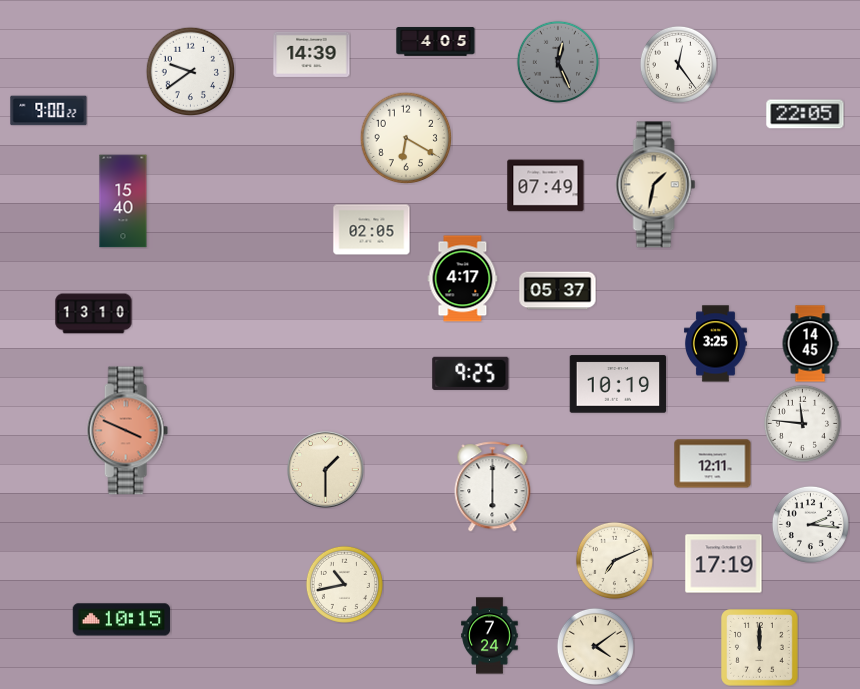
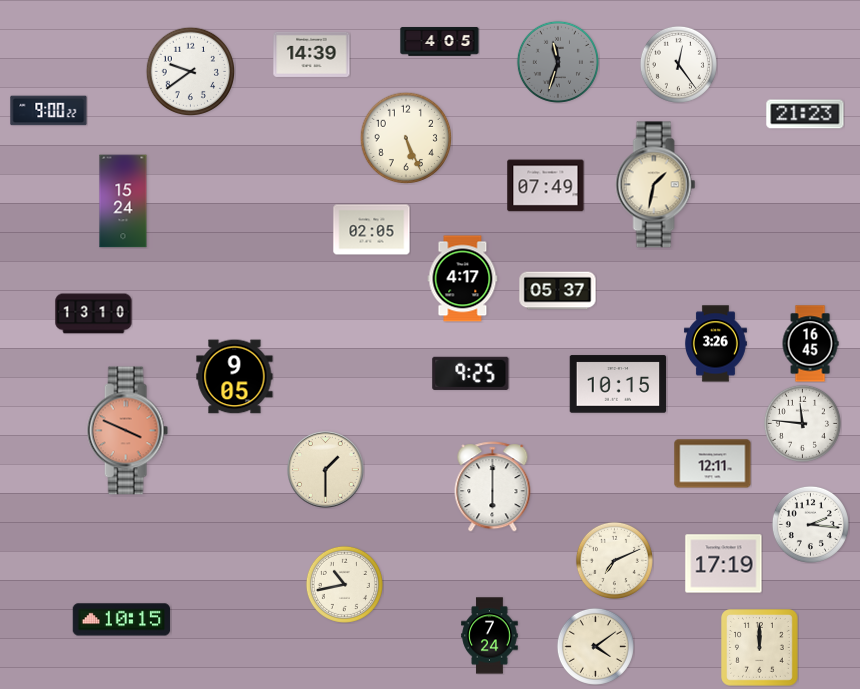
clock at (436, 42) position: (436, 42) -> (440, 42)
clock at (558, 62): 12:26 -> 11:33
clock at (805, 114): 22:05 -> 21:23
clock at (406, 138): 6:20 -> 5:26
clock at (123, 201): 15:40 -> 15:24
clock at (715, 344): 3:25 -> 3:26
clock at (810, 344): 14:45 -> 16:45
clock at (235, 377): none -> 9:05
clock at (618, 384): 10:19 -> 10:15
